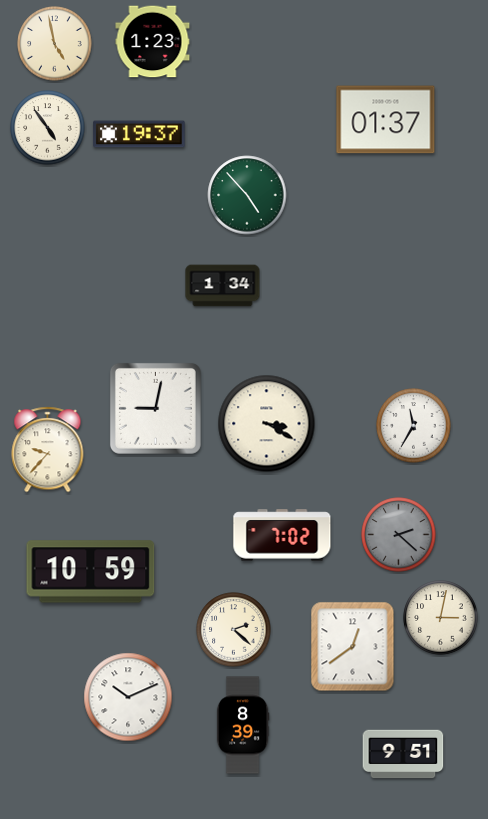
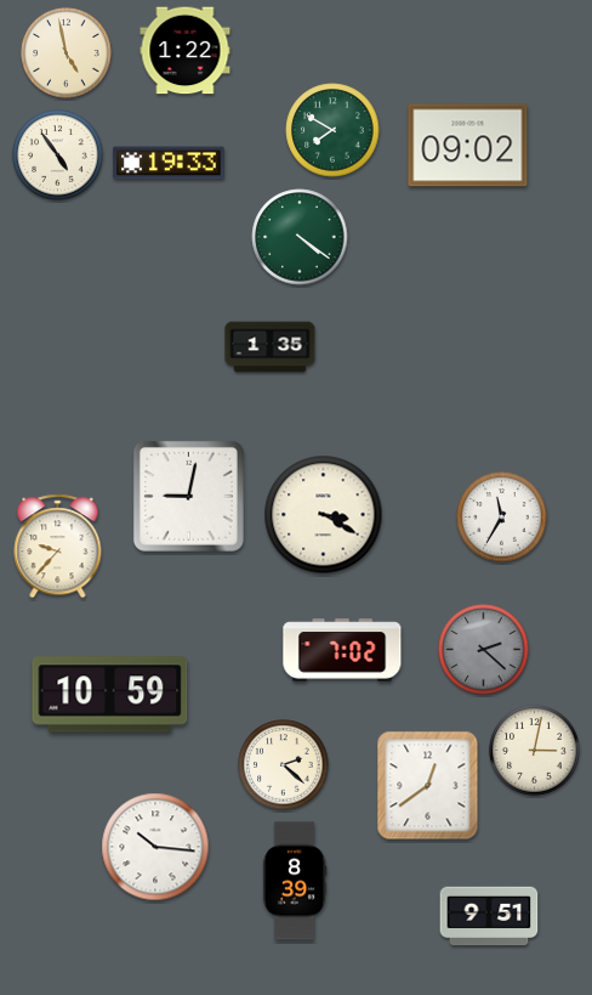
clock at (153, 42): 1:23 -> 1:22
clock at (332, 130): none -> 7:50
clock at (386, 120): 01:37 -> 09:02
clock at (139, 134): 19:37 -> 19:33
clock at (247, 195): 4:53 -> 4:21
clock at (223, 286): 1:34 -> 1:35
clock at (128, 697): 10:11 -> 10:16
